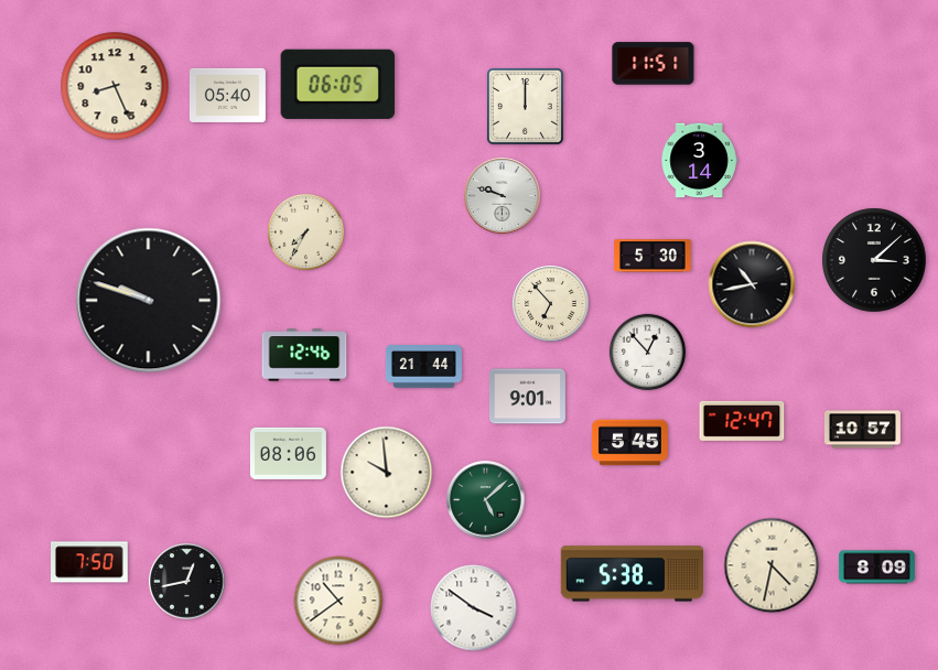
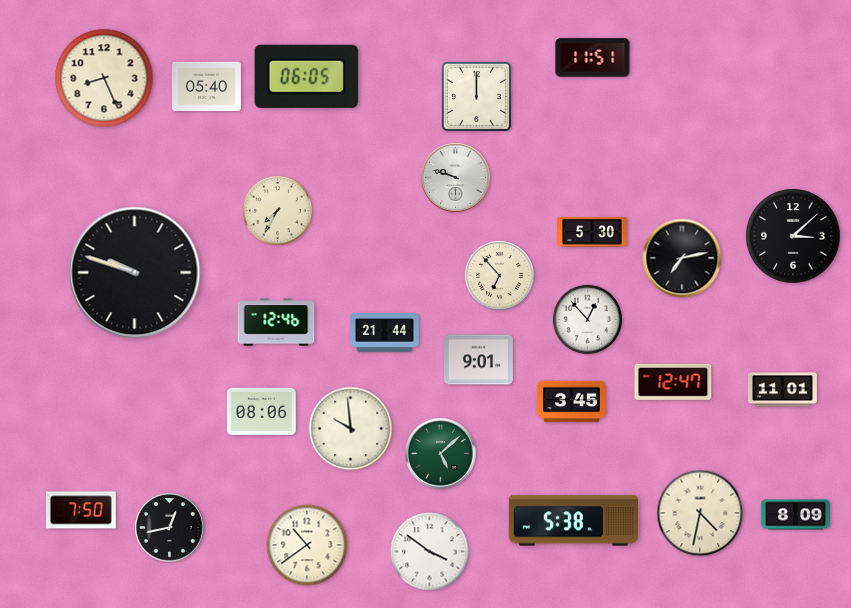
clock at (699, 161): 3:14 -> none
clock at (752, 284): 10:43 -> 7:13
clock at (862, 430): 10:57 -> 11:01
clock at (629, 443): 5:45 -> 3:45
